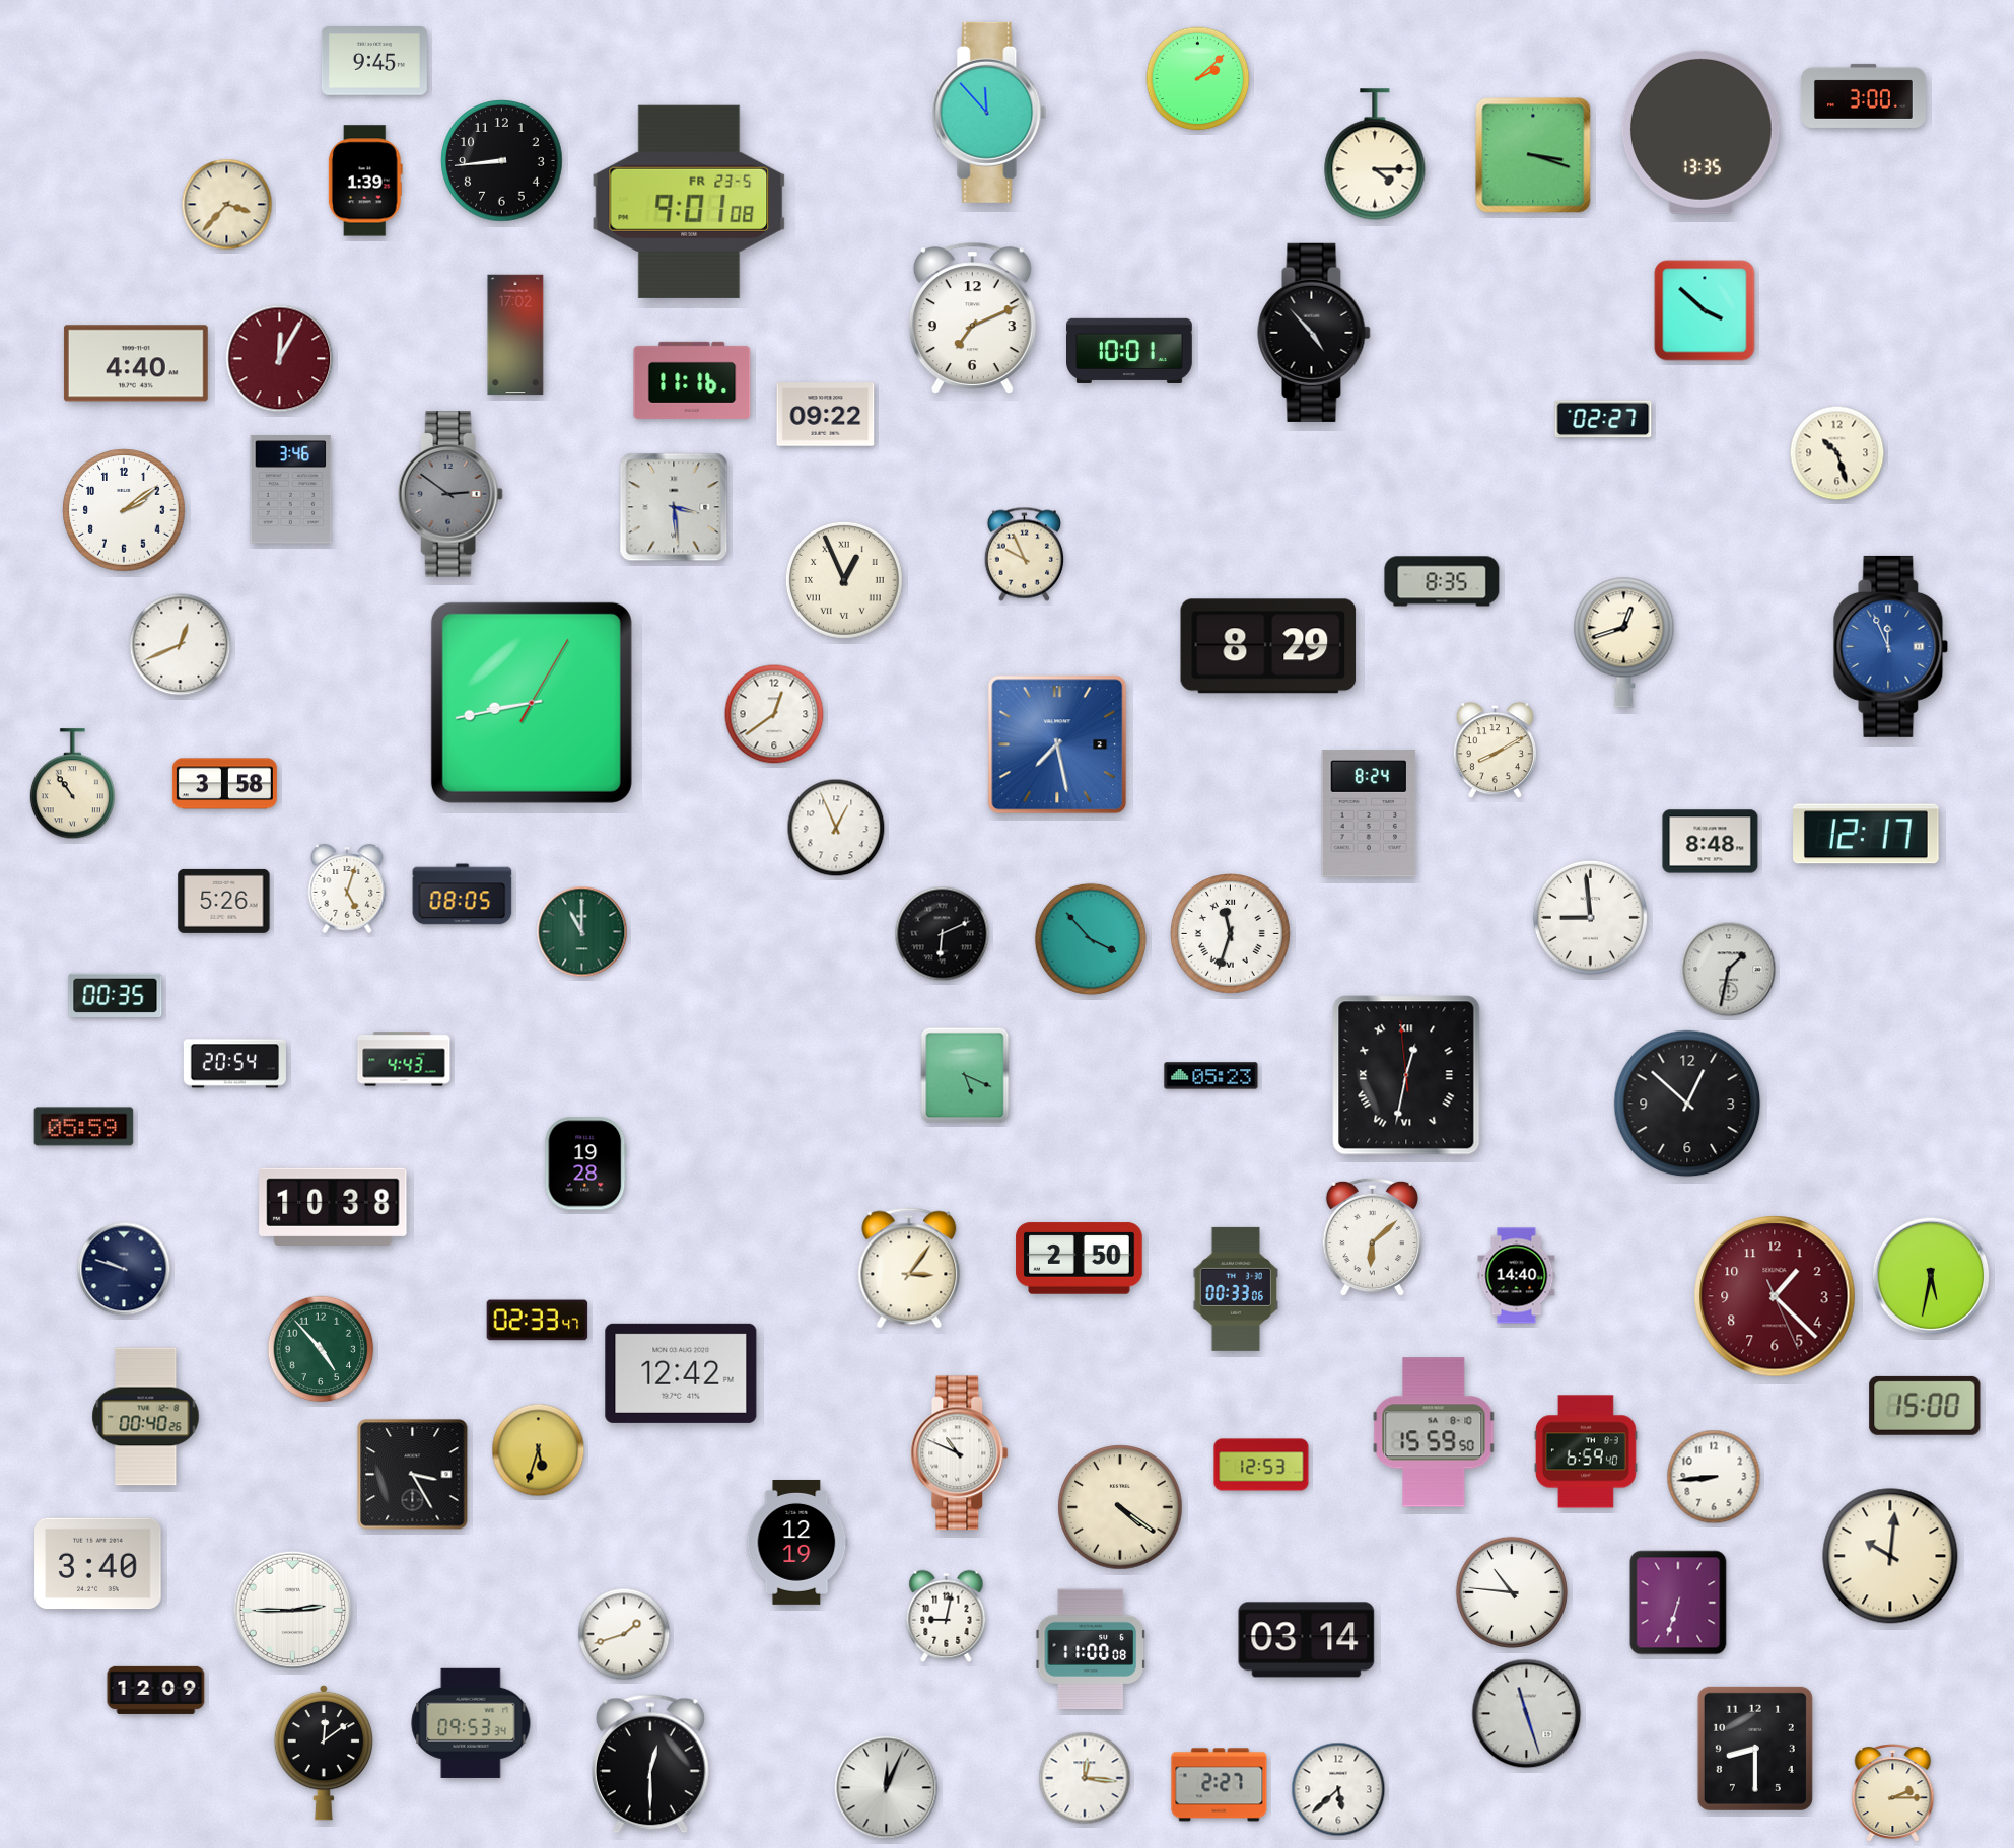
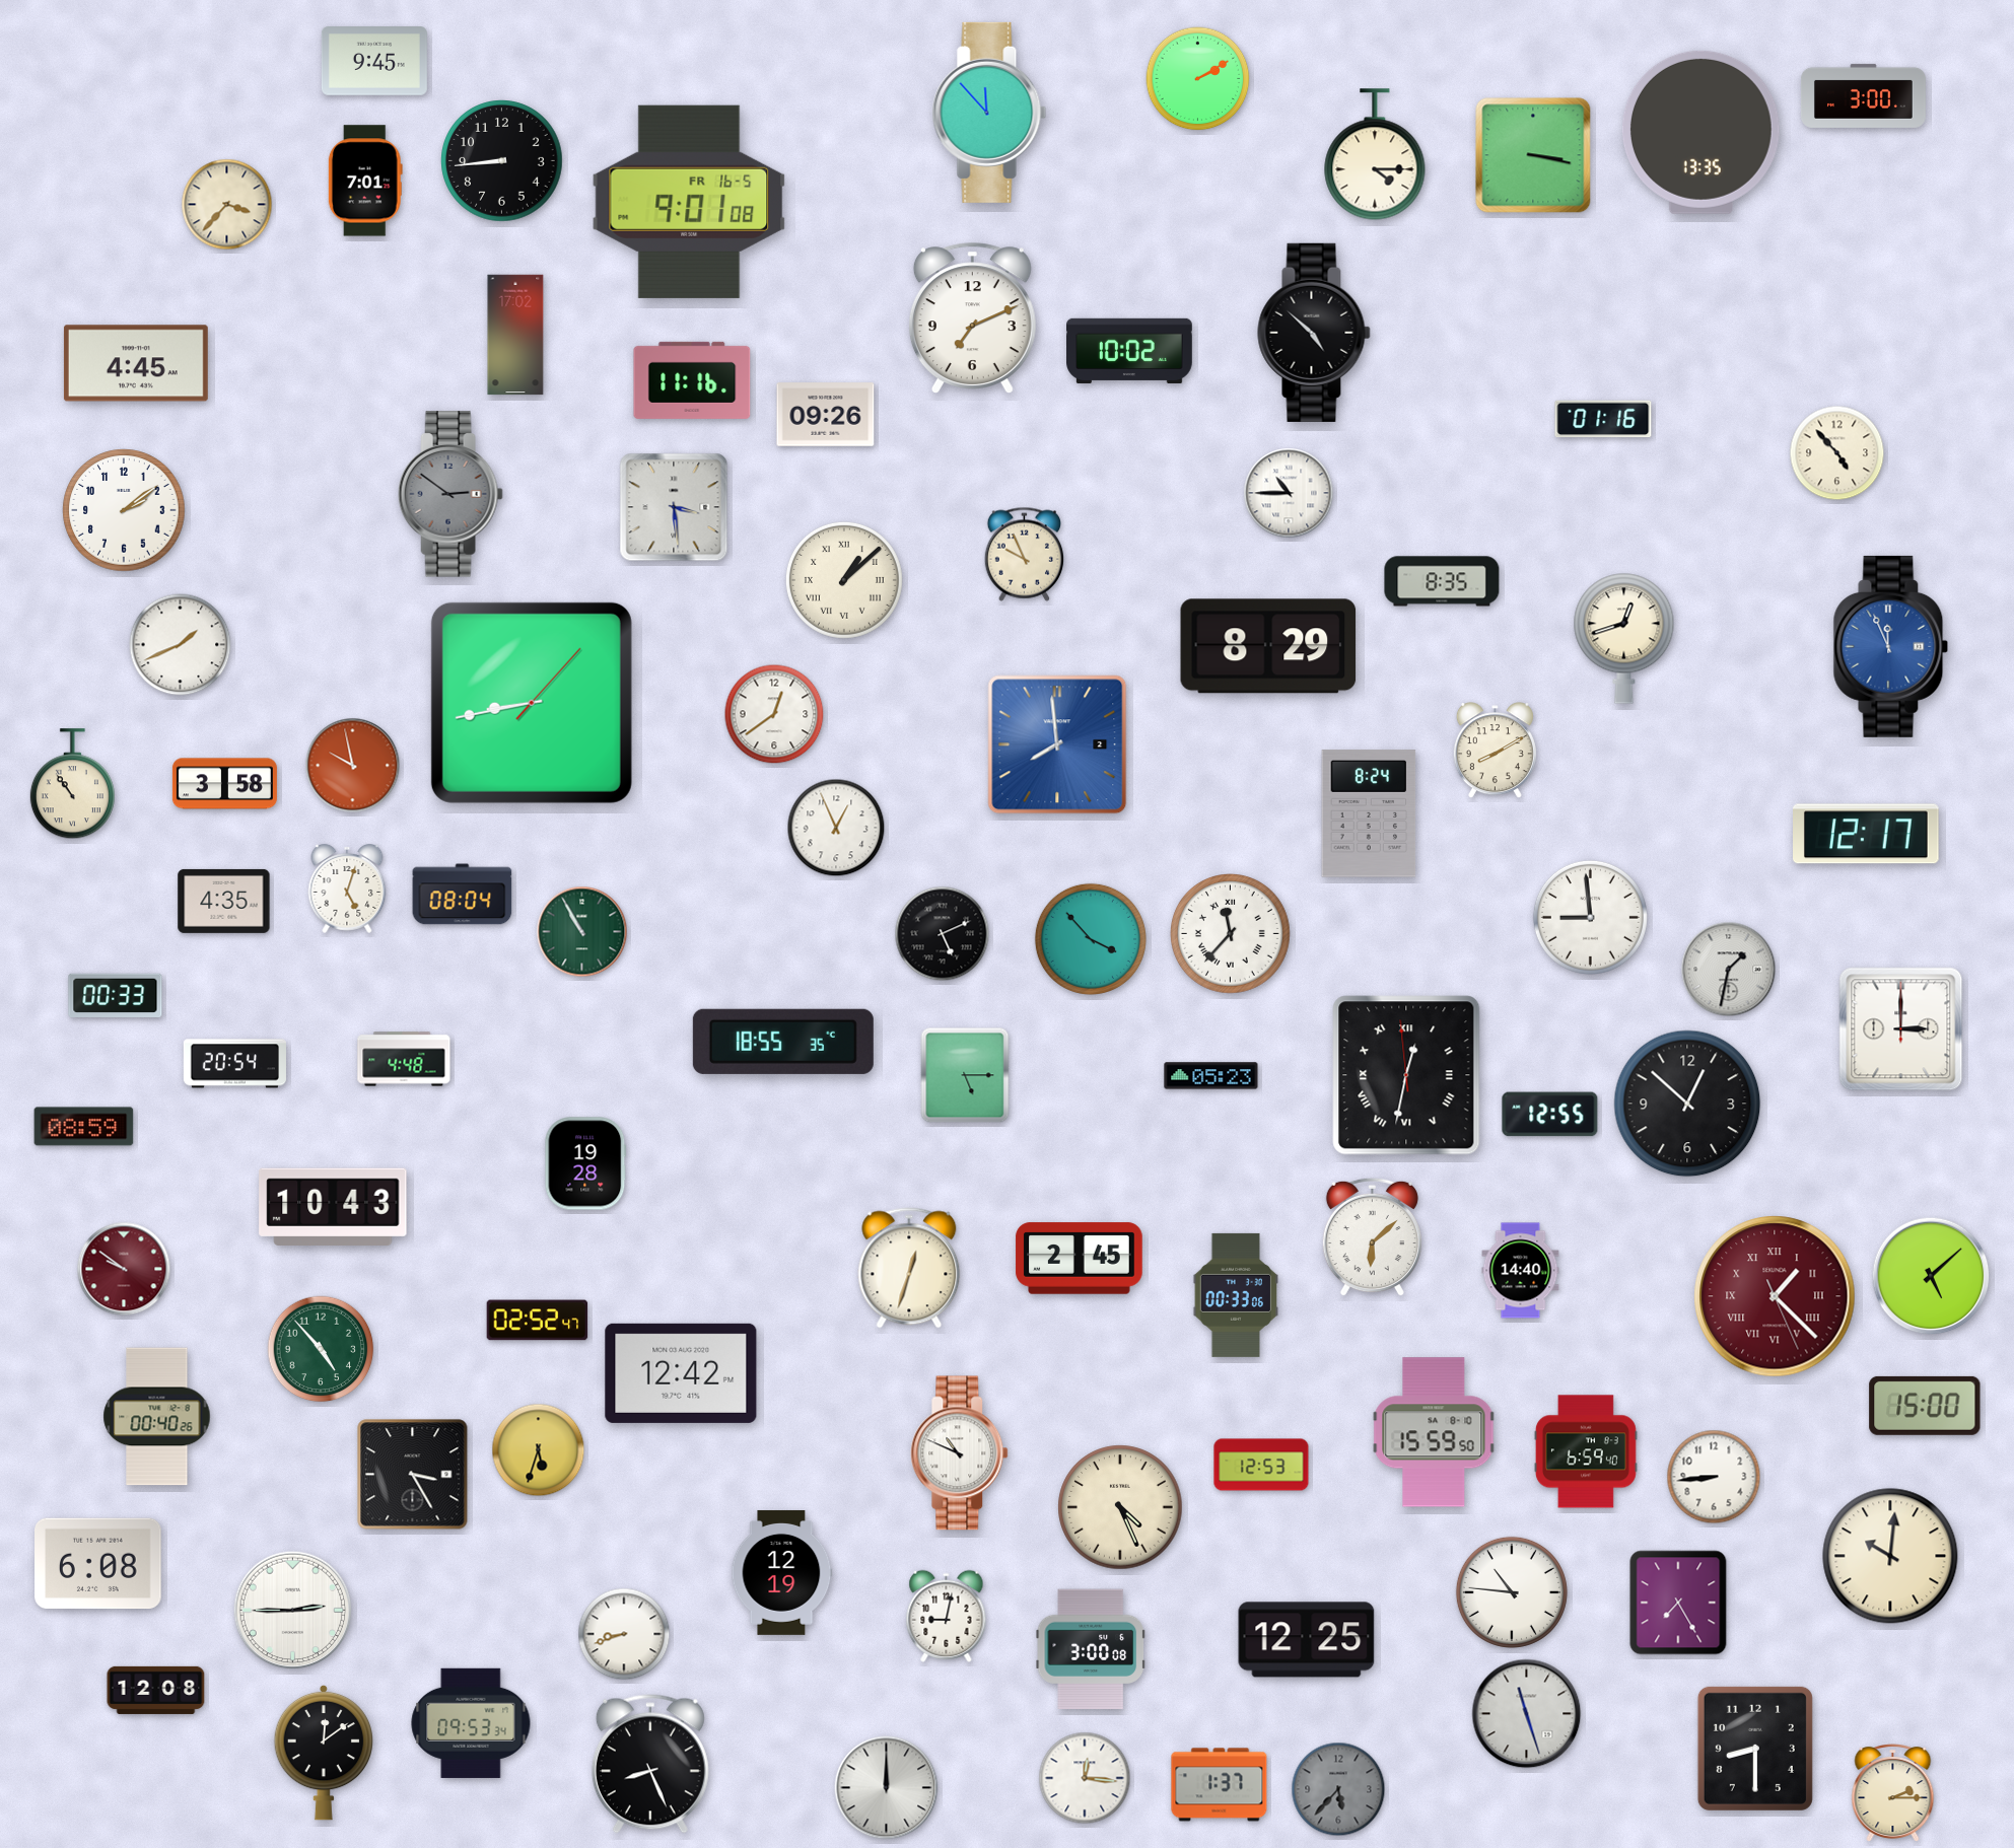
clock at (1198, 79): 2:08 -> 2:10
clock at (1533, 155): 3:18 -> 3:17
clock at (365, 181): 1:39 -> 7:01
clock at (689, 202) date: FR 23-5 -> FR 16-5
clock at (1705, 310): 3:52 -> none
clock at (1314, 333): 4:53 -> 4:52
clock at (1130, 351): 10:01 -> 10:02
clock at (280, 359): 12:05 -> none
clock at (136, 363): 4:40 -> 4:45
clock at (826, 415): 09:22 -> 09:26
clock at (1603, 419): 02:27 -> 01:16
clock at (1837, 453): 10:27 -> 4:53
clock at (291, 490): 3:46 -> none
clock at (1289, 493): none -> 10:45
clock at (844, 580): 12:56 -> 1:08
clock at (1624, 642) position: (1624, 642) -> (1624, 638)
clock at (181, 645): 12:41 -> 1:41
clock at (532, 703): 8:43:05 -> 8:43:07
clock at (1057, 744): 7:28 -> 7:59
clock at (353, 766): none -> 9:58
clock at (1711, 842): 8:48 -> none
clock at (463, 895): 08:05 -> 08:04
clock at (224, 901): 5:26 -> 4:35
clock at (582, 932): 11:00 -> 10:55
clock at (943, 934): 6:11 -> 5:11
clock at (1231, 934): 11:33 -> 11:37
clock at (116, 995): 00:35 -> 00:33
clock at (1901, 1029): none -> 3:00
clock at (783, 1042): none -> 18:55
clock at (404, 1059): 4:43 -> 4:48
clock at (965, 1075): 5:19 -> 5:15
clock at (1550, 1115): none -> 12:55
clock at (84, 1127): 05:59 -> 08:59
clock at (333, 1206): 10:38 -> 10:43
clock at (1080, 1259): 2:50 -> 2:45
clock at (909, 1268): 3:06 -> 12:33
clock at (124, 1269): 9:48 -> 9:51
clock at (124, 1269) dial: navy -> burgundy
clock at (1517, 1276) position: (1517, 1276) -> (1521, 1271)
clock at (1931, 1276): 5:32 -> 5:08
clock at (1236, 1289) position: (1236, 1289) -> (1236, 1295)
clock at (1775, 1296) numerals: Arabic -> Roman
clock at (538, 1321): 02:33 -> 02:52
clock at (146, 1417) position: (146, 1417) -> (157, 1417)
clock at (1120, 1507): 4:21 -> 4:26
clock at (797, 1542) position: (797, 1542) -> (782, 1572)
clock at (98, 1564): 3:40 -> 6:08
clock at (1678, 1603): 6:33 -> 7:25
clock at (624, 1634): 1:42 -> 8:42
clock at (1307, 1640): 03:14 -> 12:25
clock at (1091, 1649): 11:00 -> 3:00
clock at (156, 1690): 12:09 -> 12:08
clock at (650, 1764): 12:30 -> 8:26
clock at (1220, 1785): 2:27 -> 1:37
clock at (887, 1788): 12:04 -> 12:00
clock at (1338, 1789): 5:38 -> 5:37
clock at (1338, 1789) dial: white -> grey
